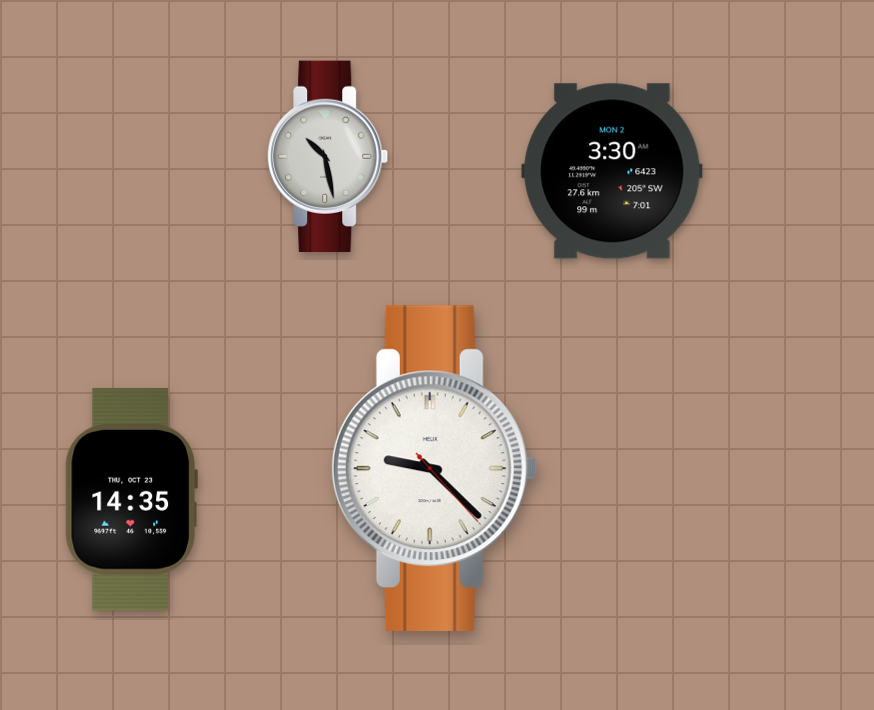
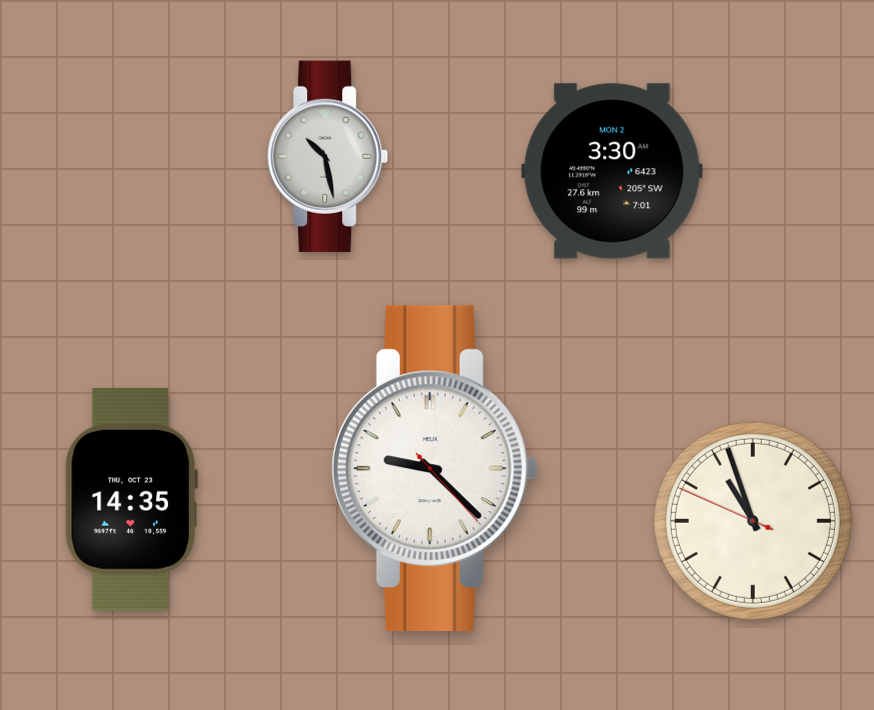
clock at (753, 521): none -> 10:56
